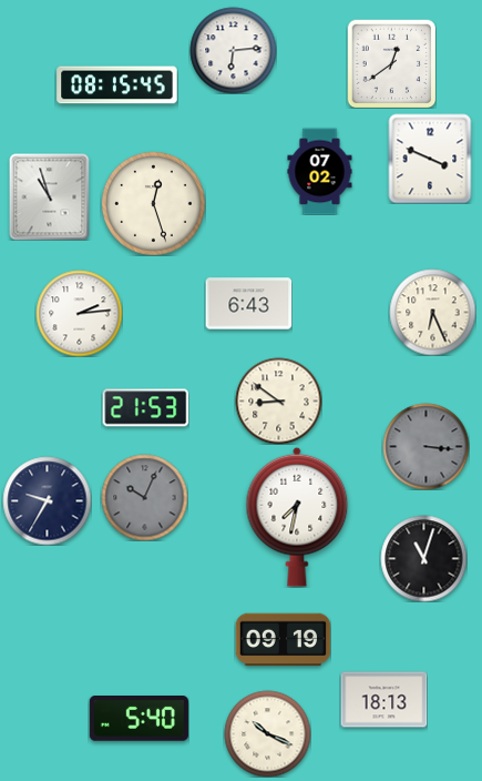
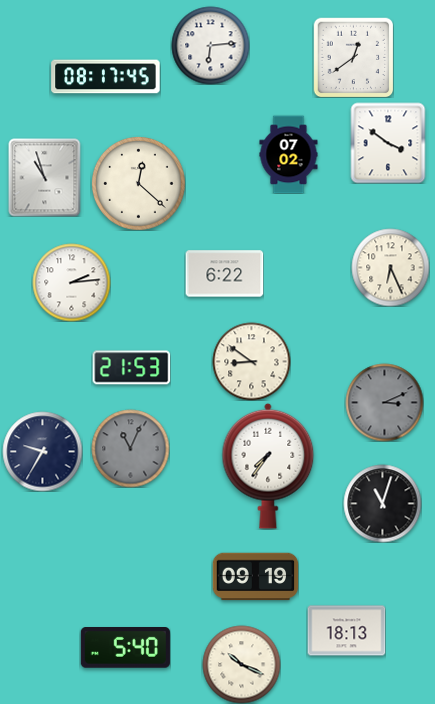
clock at (117, 85): 08:15 -> 08:17
clock at (430, 159): 3:49 -> 3:51
clock at (153, 203): 12:27 -> 12:22
clock at (248, 304): 6:43 -> 6:22
clock at (432, 312) position: (432, 312) -> (390, 267)
clock at (425, 446): 3:16 -> 3:11
clock at (144, 497): 10:04 -> 11:04
clock at (297, 517): 7:32 -> 7:36
clock at (267, 733) position: (267, 733) -> (241, 664)
